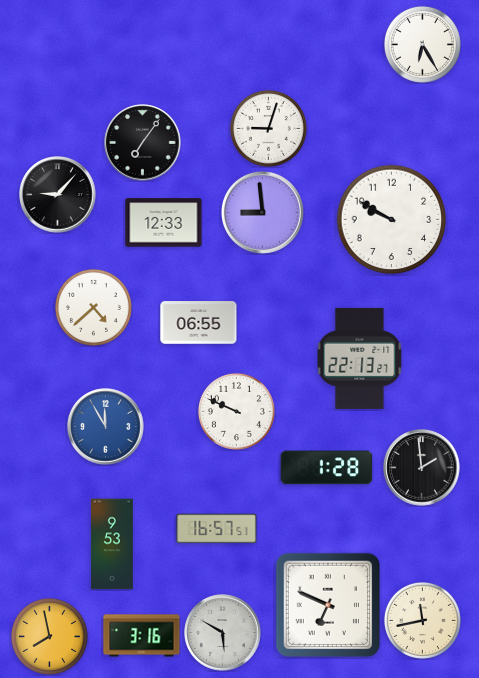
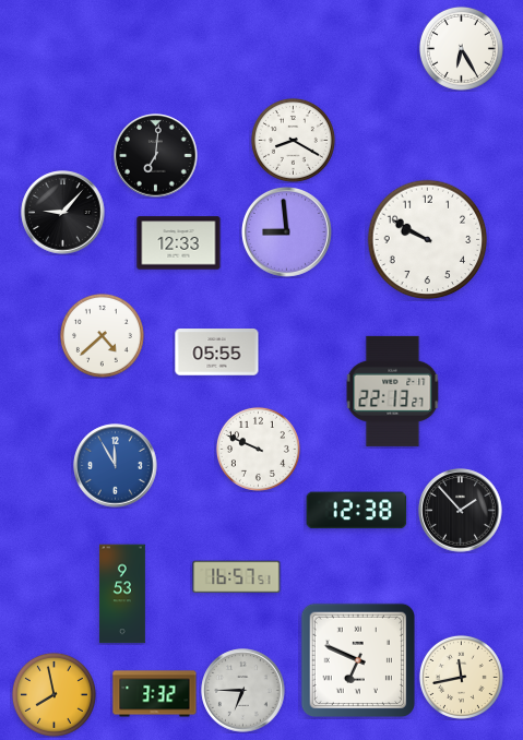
clock at (268, 128): 9:03 -> 8:20
clock at (143, 143): 7:06 -> 7:01
clock at (199, 323): 06:55 -> 05:55
clock at (327, 468): 1:28 -> 12:38
clock at (422, 468): 1:59 -> 1:53
clock at (223, 633): 5:50 -> 6:45
clock at (142, 636): 3:16 -> 3:32
